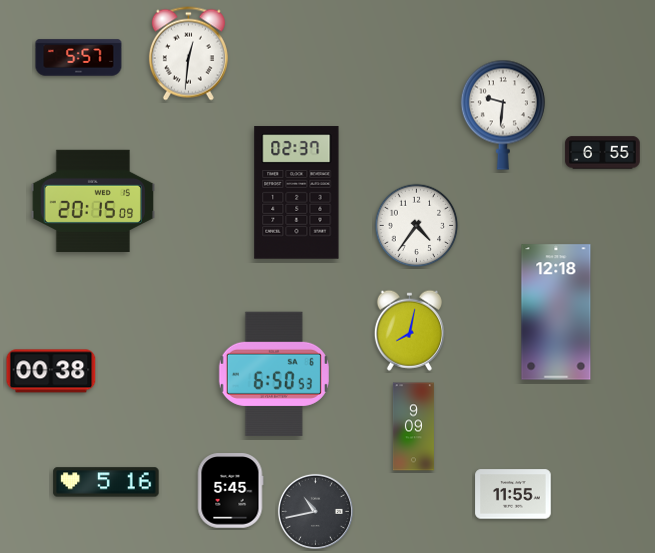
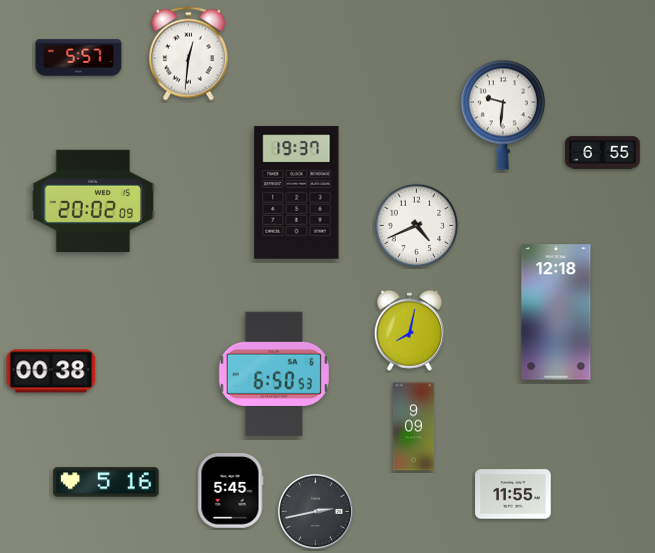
clock at (297, 193): 02:37 -> 19:37
clock at (92, 200): 20:15 -> 20:02
clock at (417, 226): 4:36 -> 4:41
clock at (315, 511): 10:43 -> 2:43
